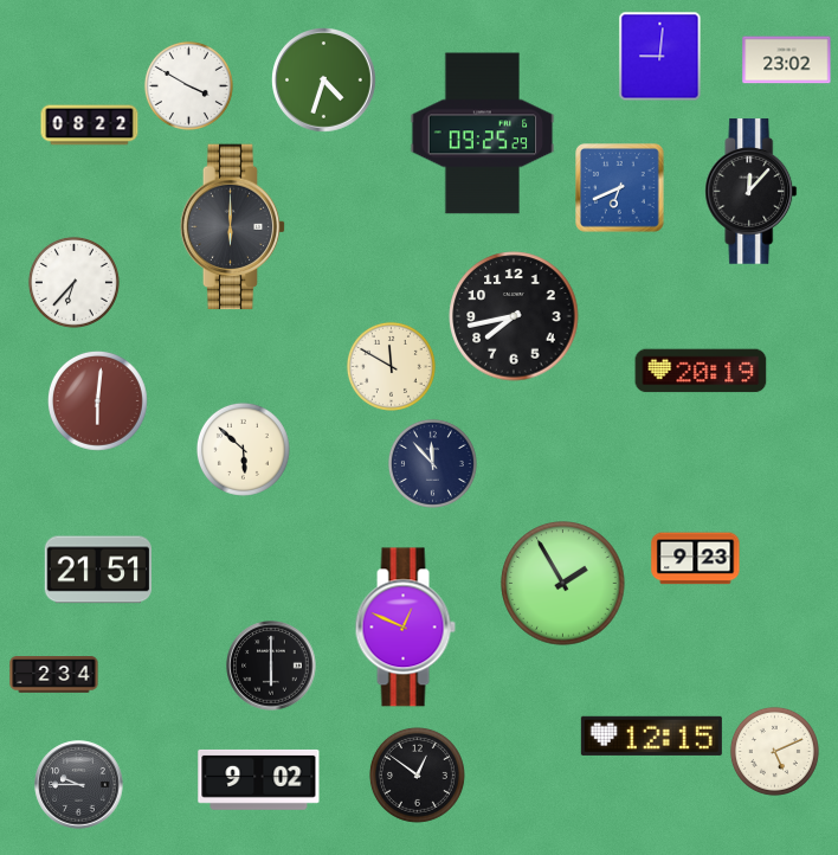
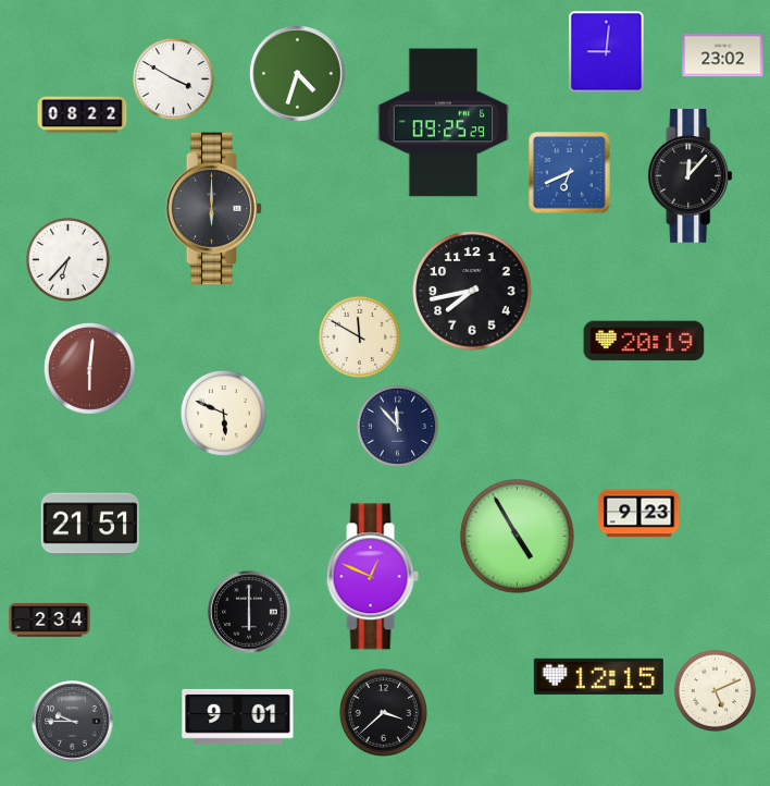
clock at (243, 449): 5:52 -> 5:49
clock at (563, 584): 1:55 -> 4:55
clock at (774, 751) position: (774, 751) -> (715, 690)
clock at (417, 774): 12:51 -> 3:38
clock at (259, 779): 9:02 -> 9:01
